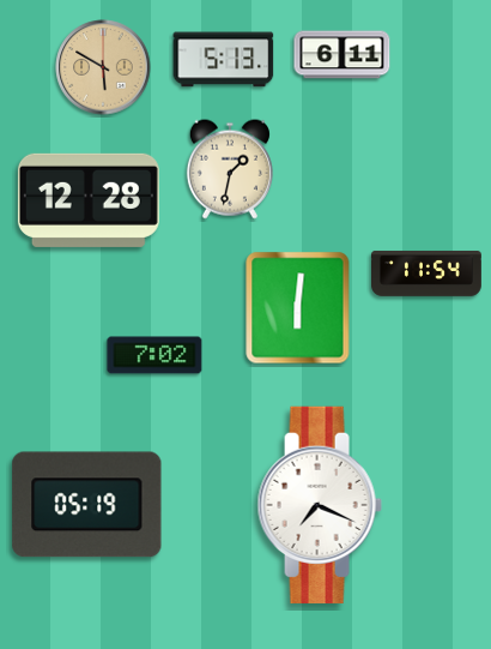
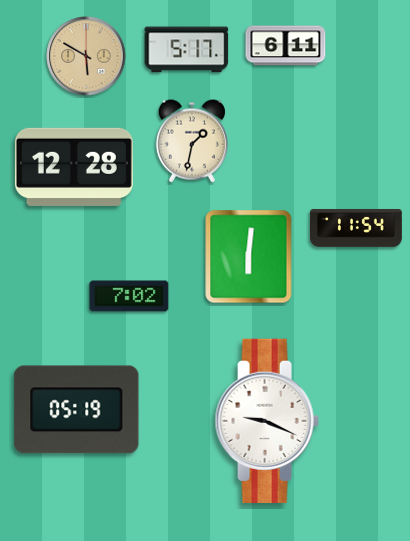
clock at (224, 60): 5:13 -> 5:17
clock at (87, 505) position: (87, 505) -> (77, 410)
clock at (320, 505): 7:19 -> 9:19
